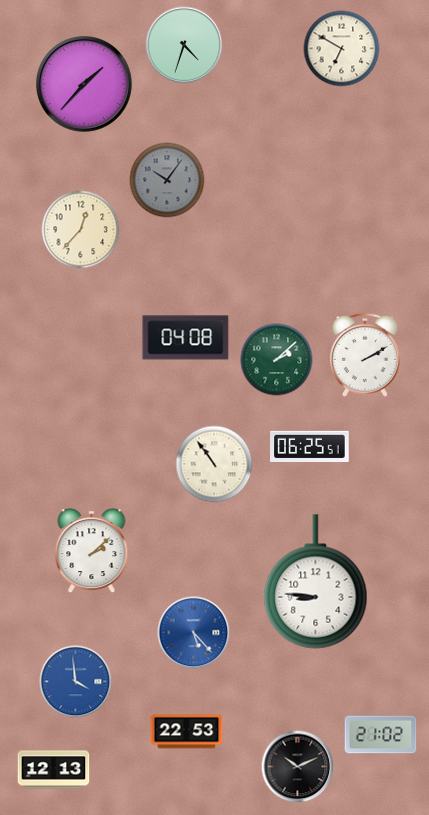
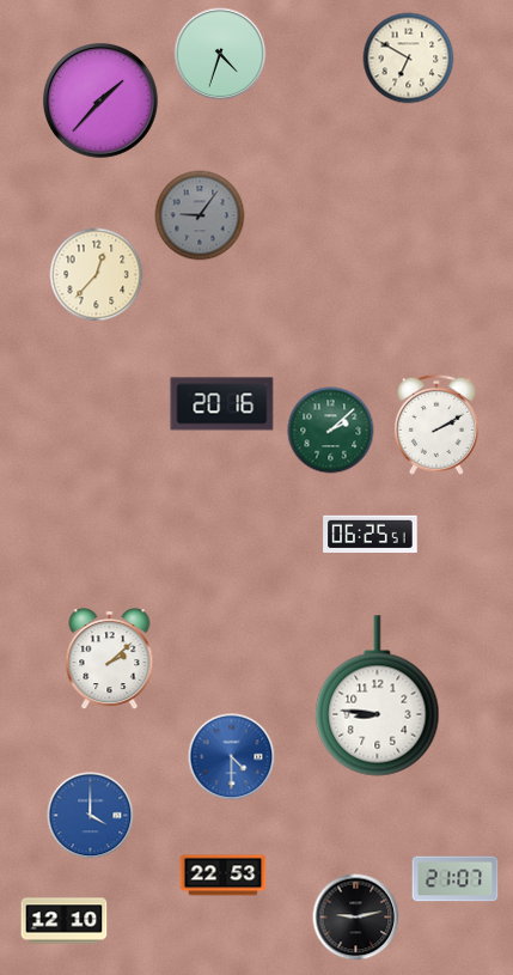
clock at (167, 180): 10:06 -> 9:06
clock at (186, 338): 04:08 -> 20:16
clock at (214, 464): 10:54 -> none
clock at (194, 633): 5:23 -> 4:30
clock at (76, 682): 3:59 -> 4:00
clock at (381, 735): 21:02 -> 21:07
clock at (298, 767): 10:11 -> 9:13
clock at (54, 770): 12:13 -> 12:10
